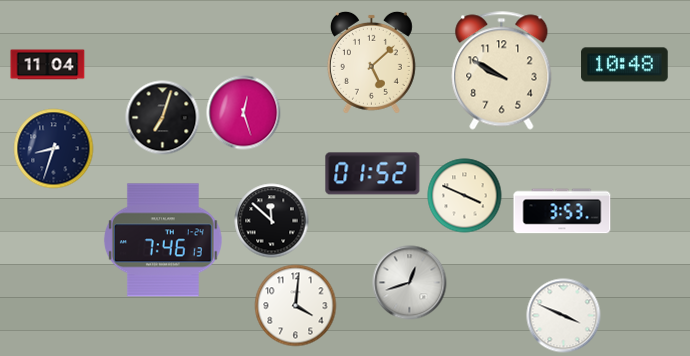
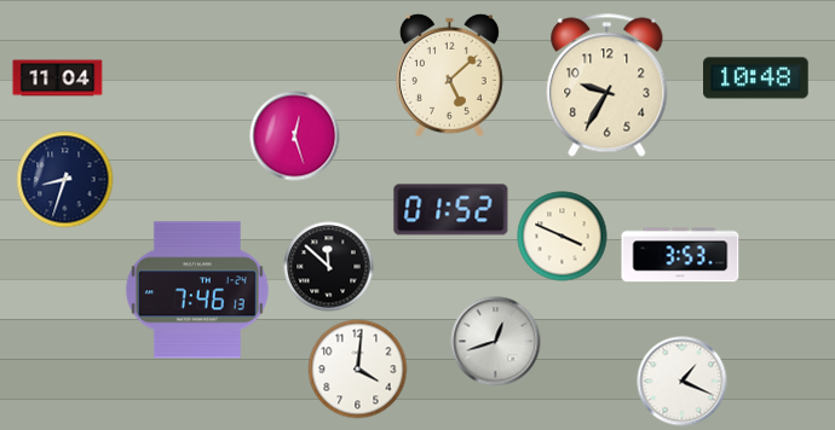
clock at (502, 71): 9:50 -> 9:35
clock at (163, 118): 7:03 -> none
clock at (564, 316): 3:49 -> 1:19
